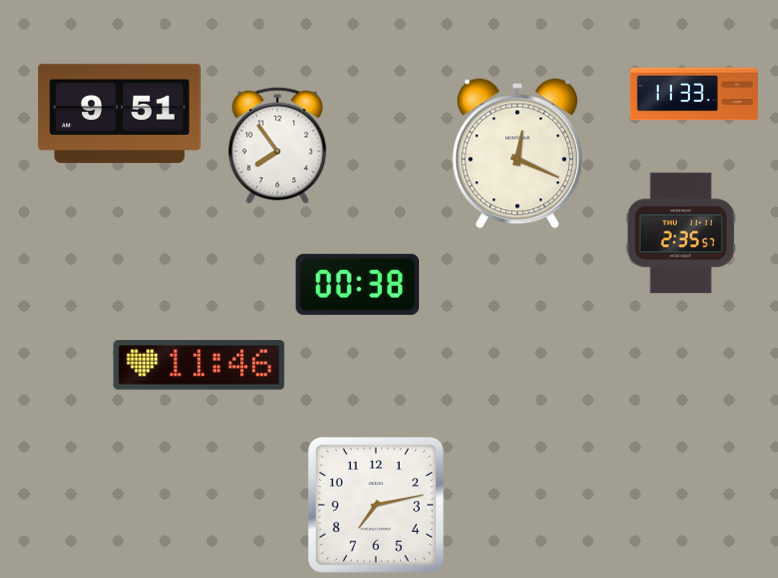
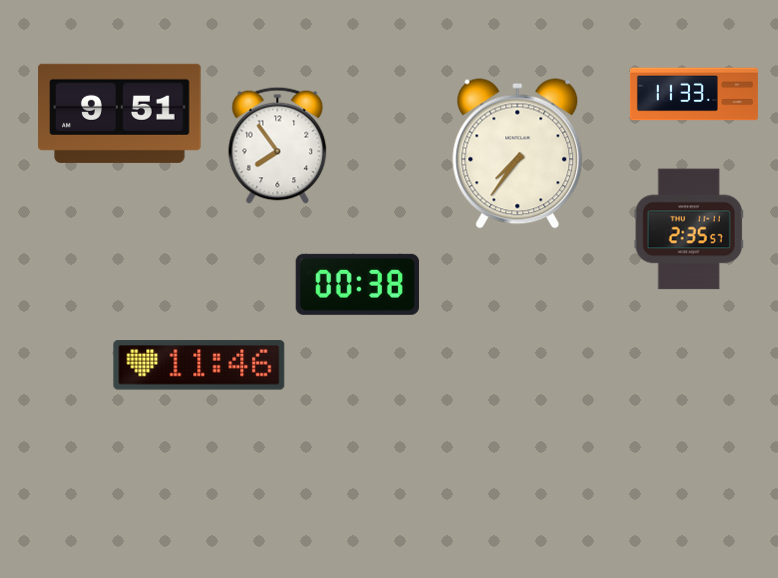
clock at (518, 154): 12:19 -> 7:36
clock at (681, 233) position: (681, 233) -> (689, 229)
clock at (376, 505): 7:13 -> none
